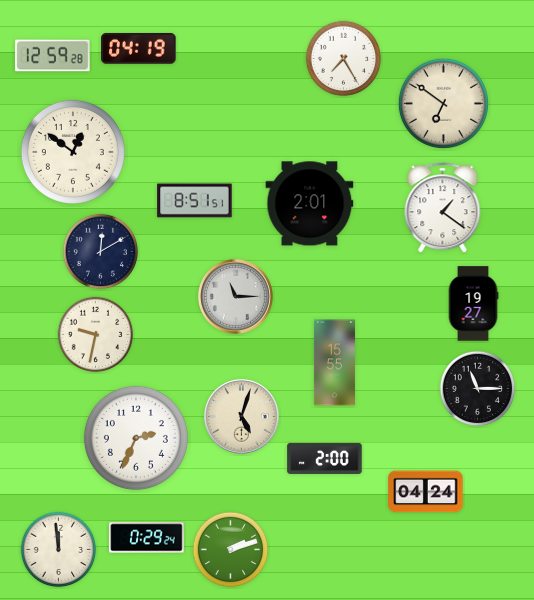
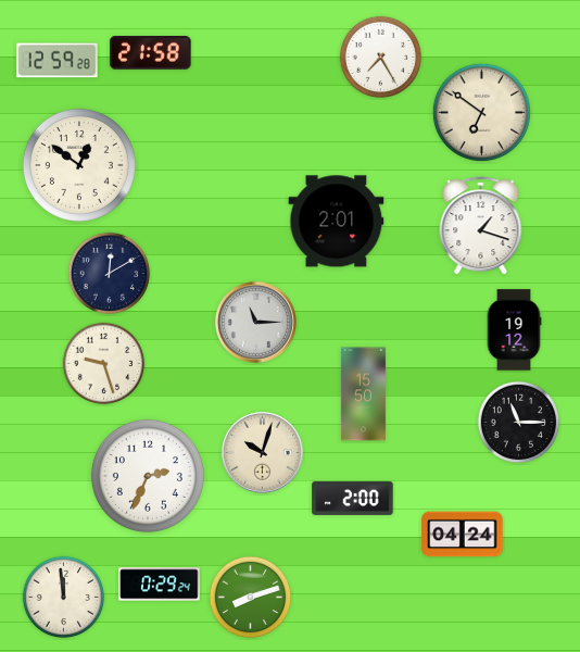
clock at (139, 48): 04:19 -> 21:58
clock at (344, 59) position: (344, 59) -> (381, 58)
clock at (195, 201): 8:51 -> none
clock at (443, 208): 1:21 -> 1:18
clock at (473, 304): 19:27 -> 19:12
clock at (96, 335): 9:32 -> 9:27
clock at (334, 363): 15:55 -> 15:50
clock at (241, 416): 5:03 -> 10:03
clock at (231, 550): 2:12 -> 8:12
